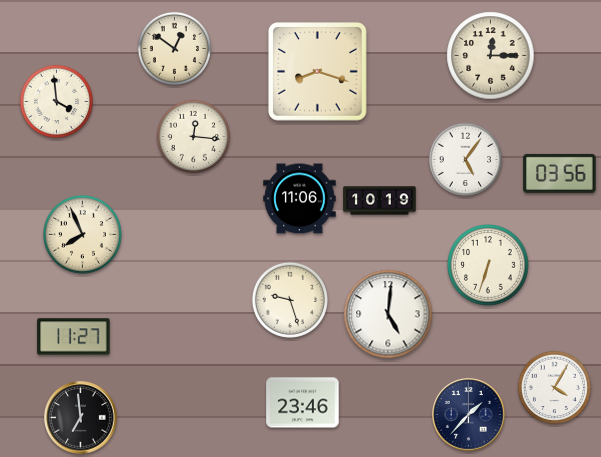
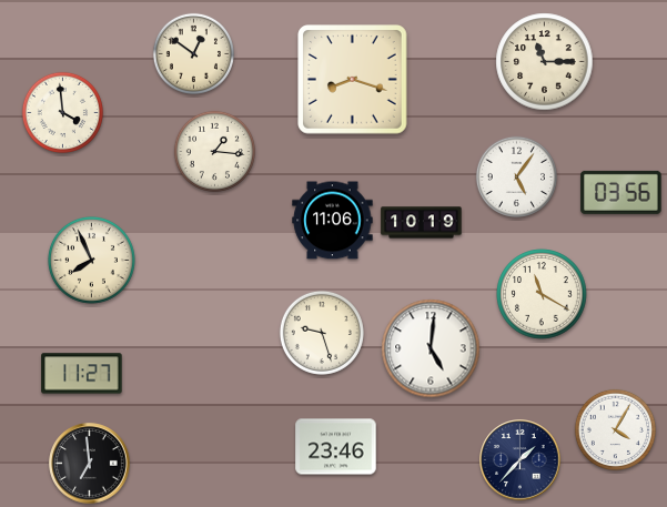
clock at (491, 56): 12:15 -> 11:15
clock at (193, 136): 12:16 -> 1:16
clock at (488, 265): 6:33 -> 11:20
